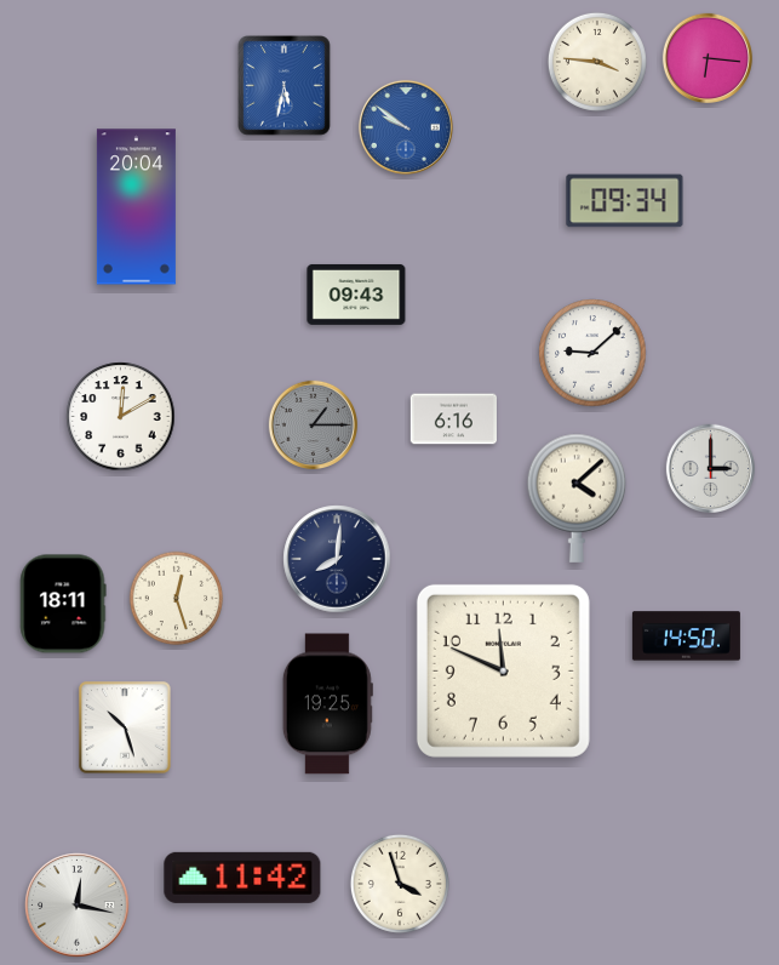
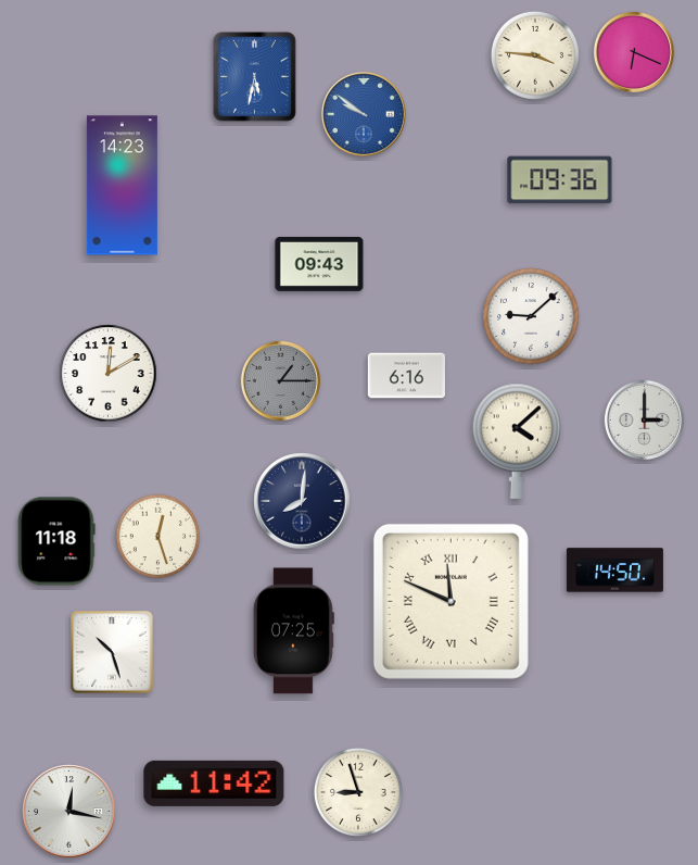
clock at (708, 58): 6:16 -> 6:19
clock at (625, 201): 09:34 -> 09:36
clock at (136, 207): 20:04 -> 14:23
clock at (710, 468) position: (710, 468) -> (644, 419)
clock at (577, 498) position: (577, 498) -> (517, 441)
clock at (63, 604): 18:11 -> 11:18
clock at (503, 670) numerals: Arabic -> Roman
clock at (327, 704): 19:25 -> 07:25
clock at (242, 878) position: (242, 878) -> (214, 783)
clock at (400, 884): 3:57 -> 8:57
